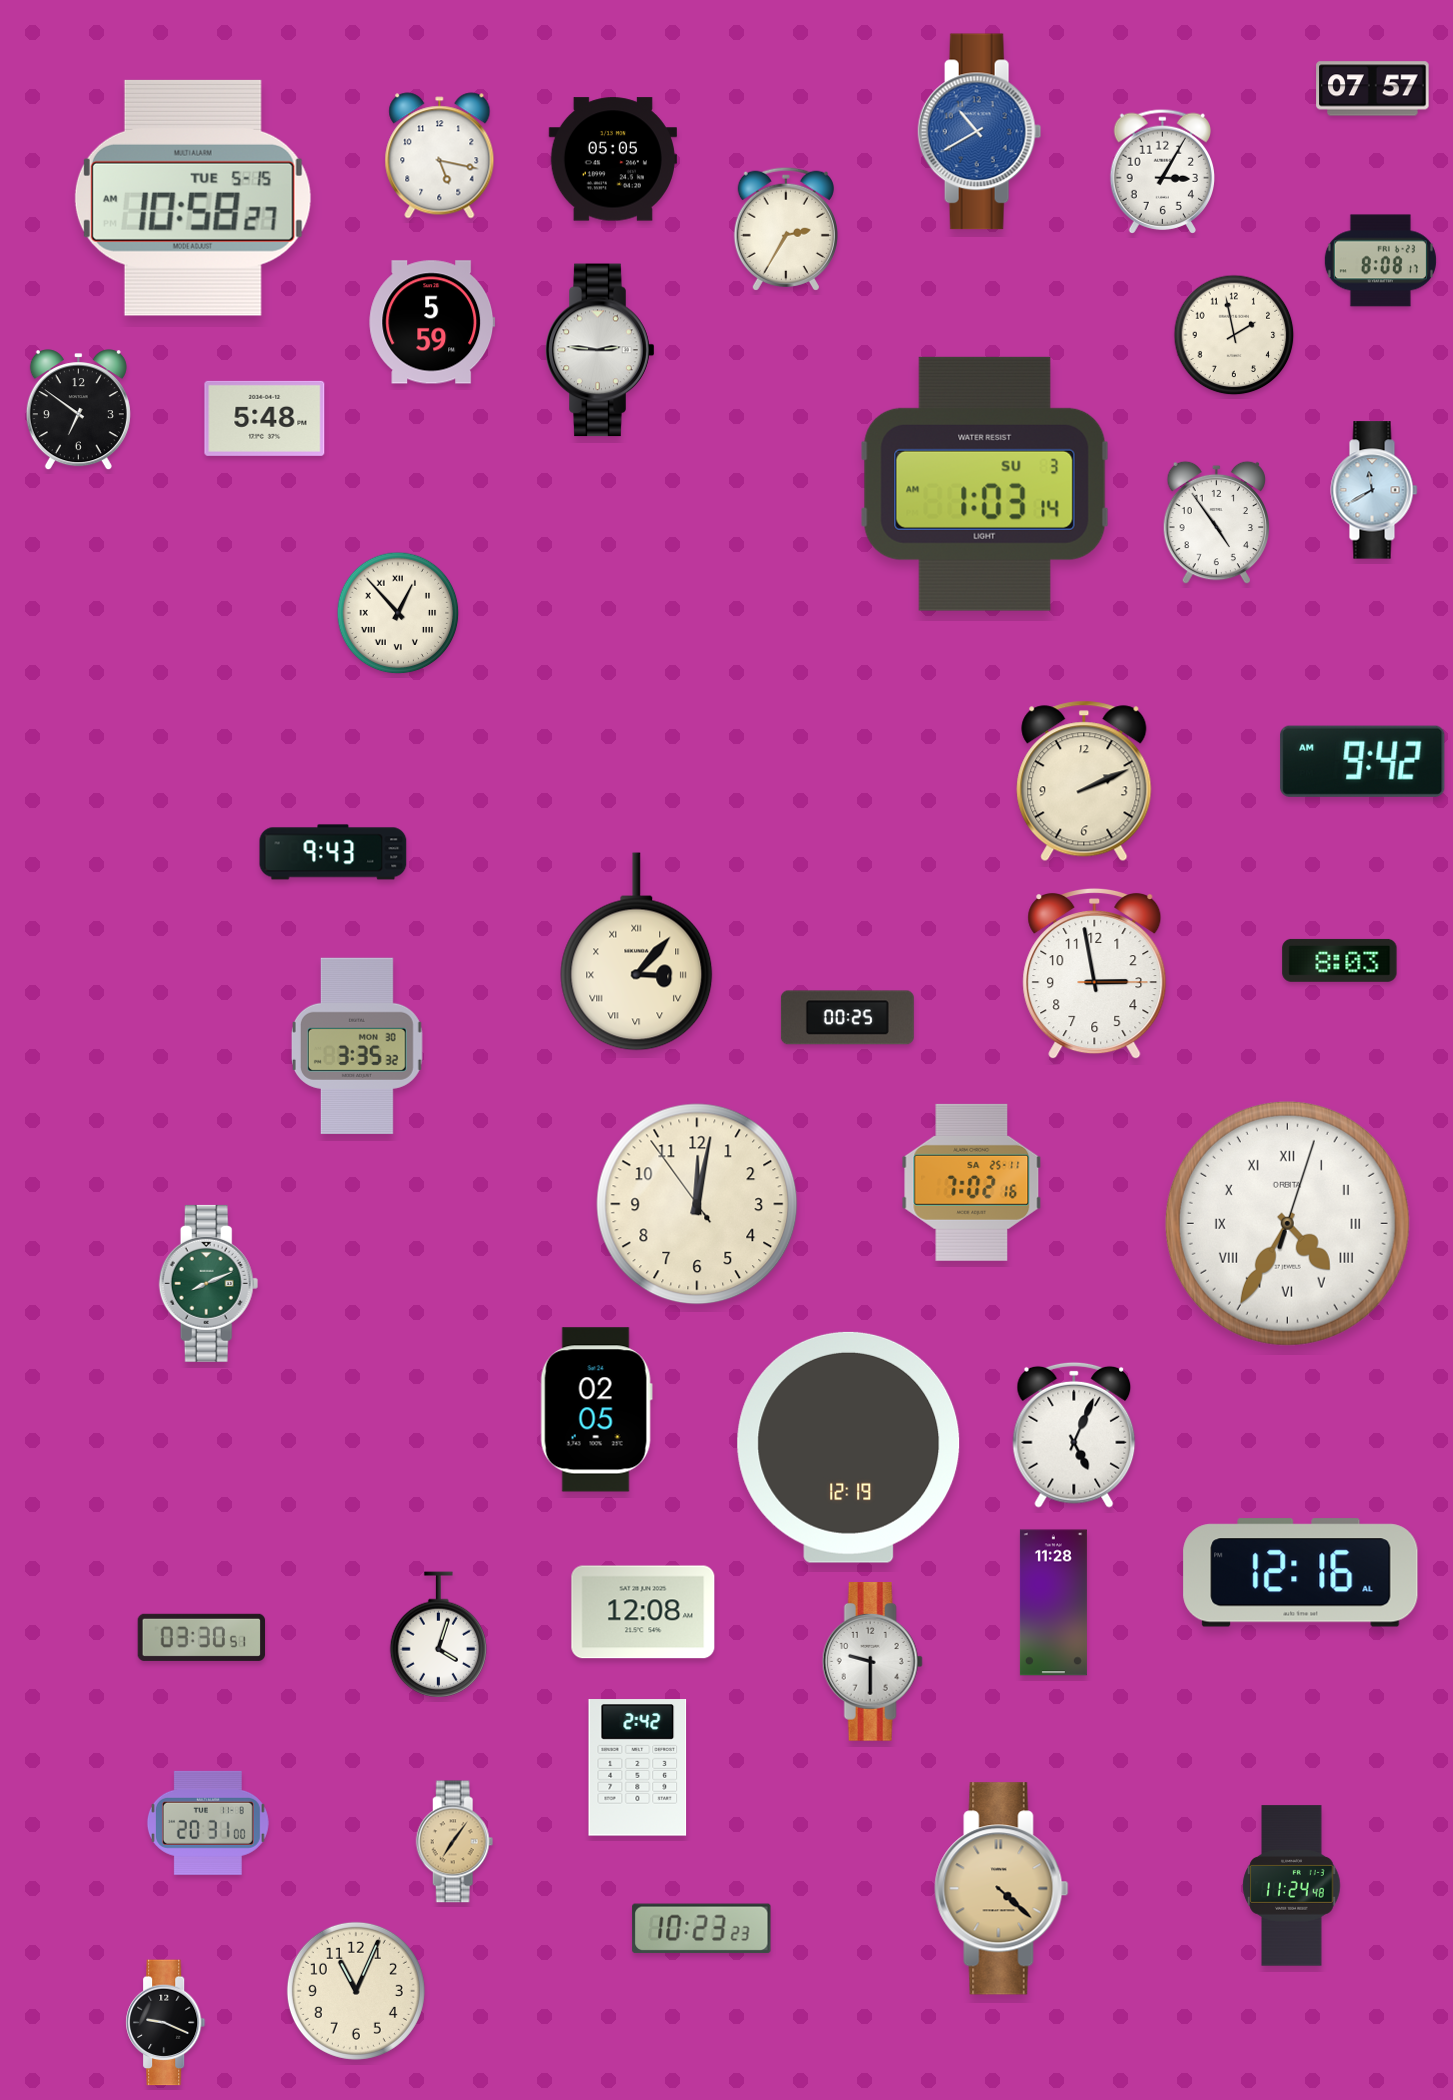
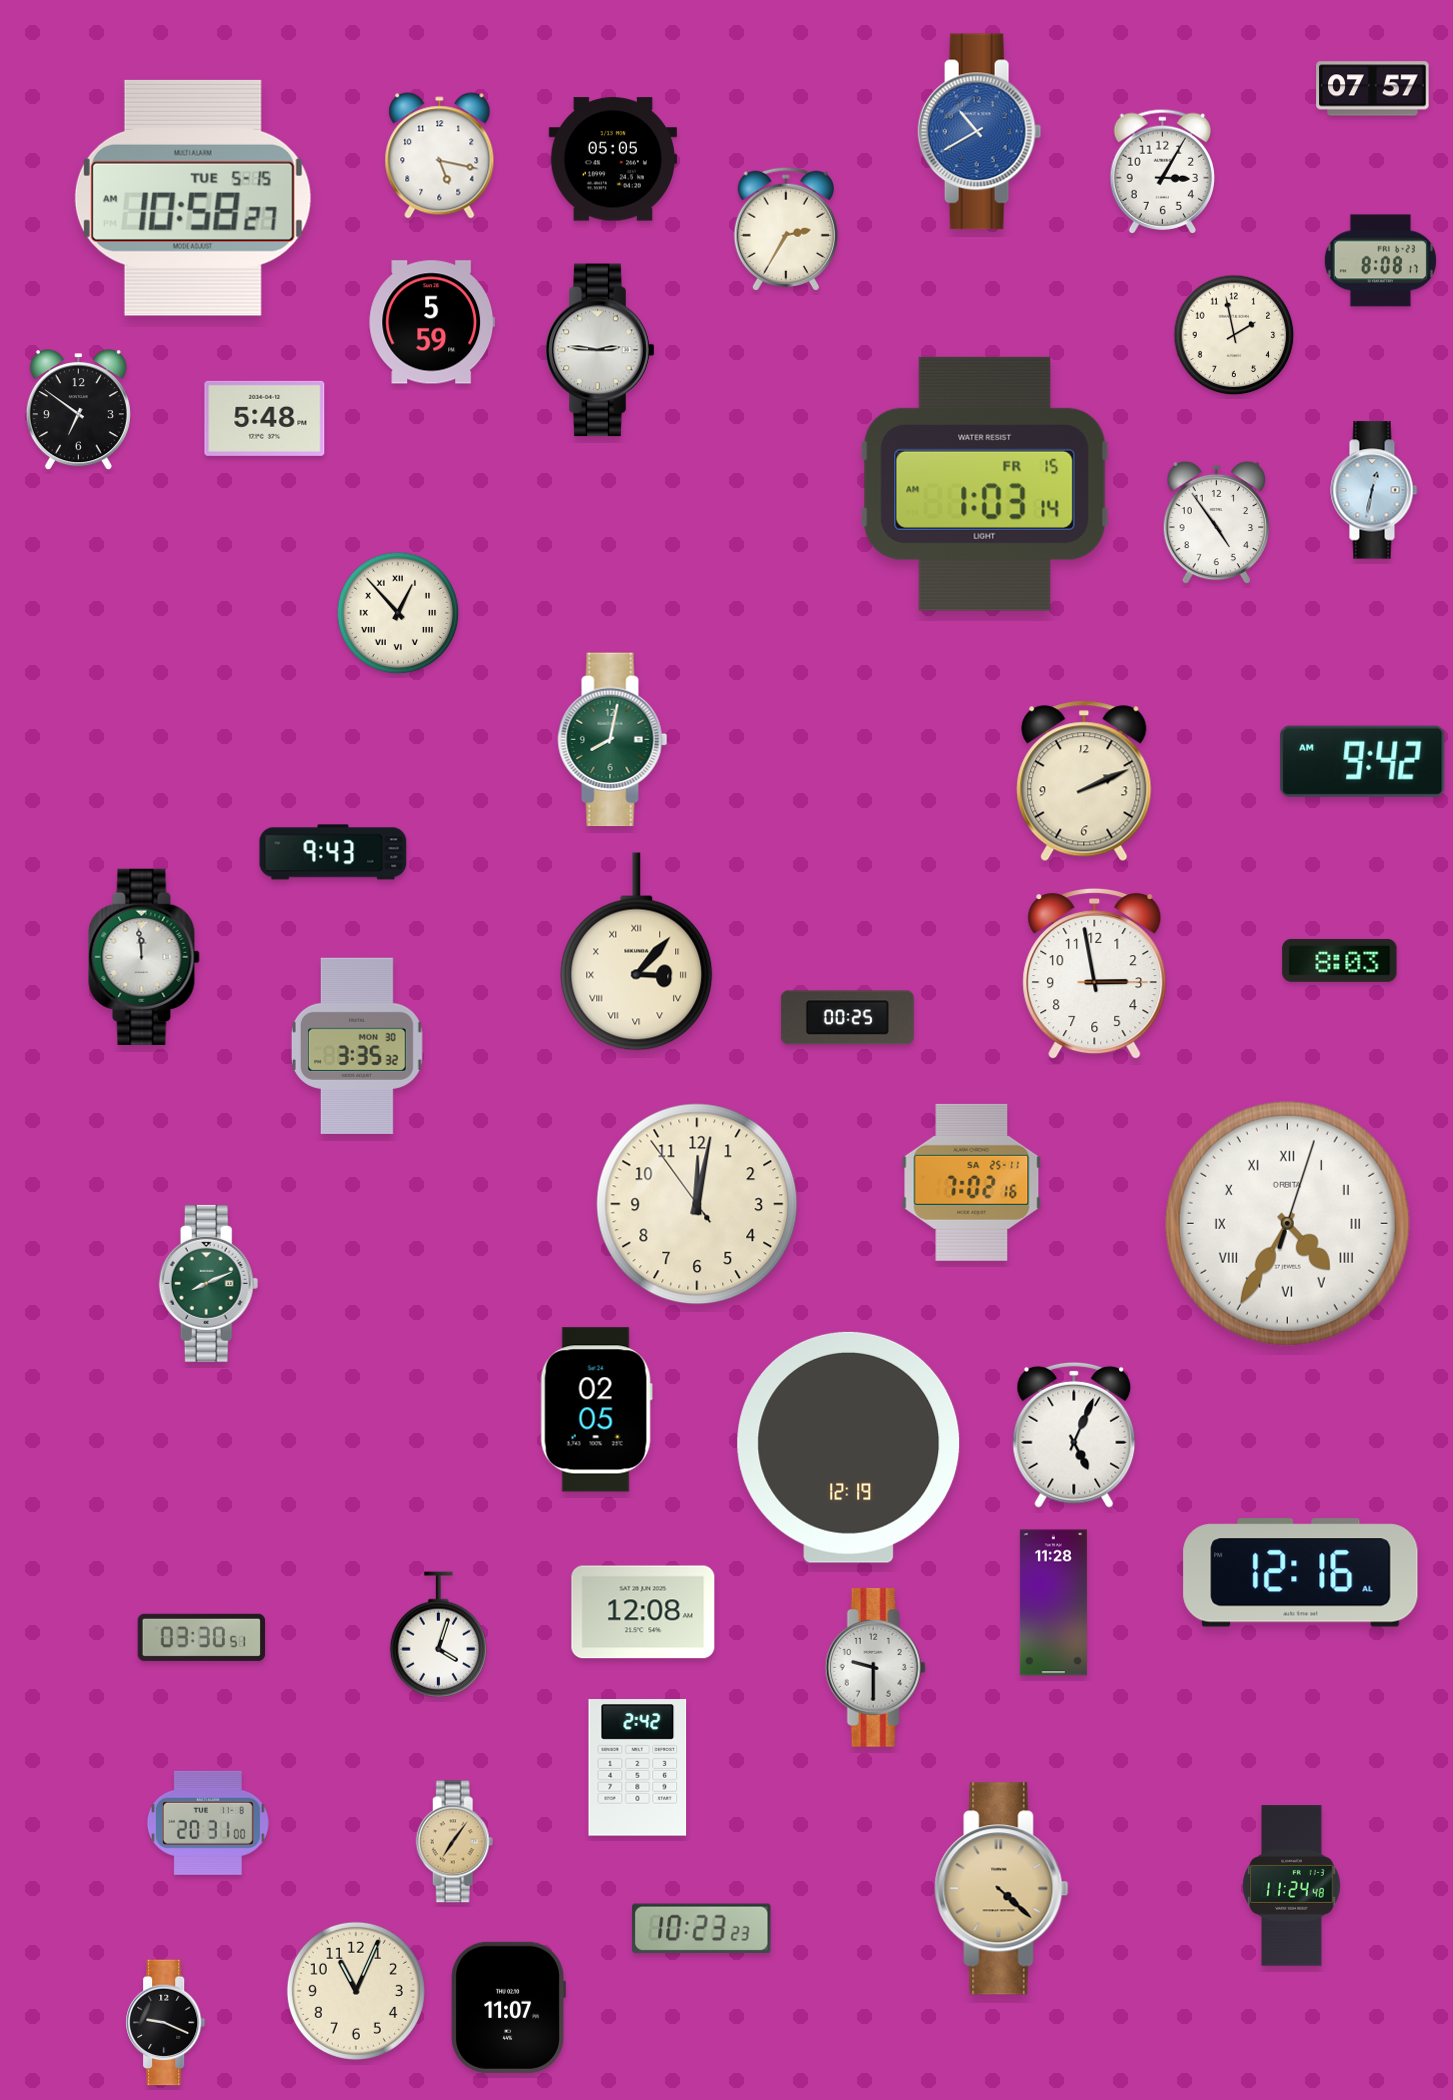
clock at (985, 484) date: SU 3 -> FR 15
clock at (1374, 490): 11:40 -> 12:32
clock at (613, 740): none -> 8:02
clock at (144, 957): none -> 11:59
clock at (872, 1662) position: (872, 1662) -> (875, 1668)
clock at (508, 2007): none -> 11:07
